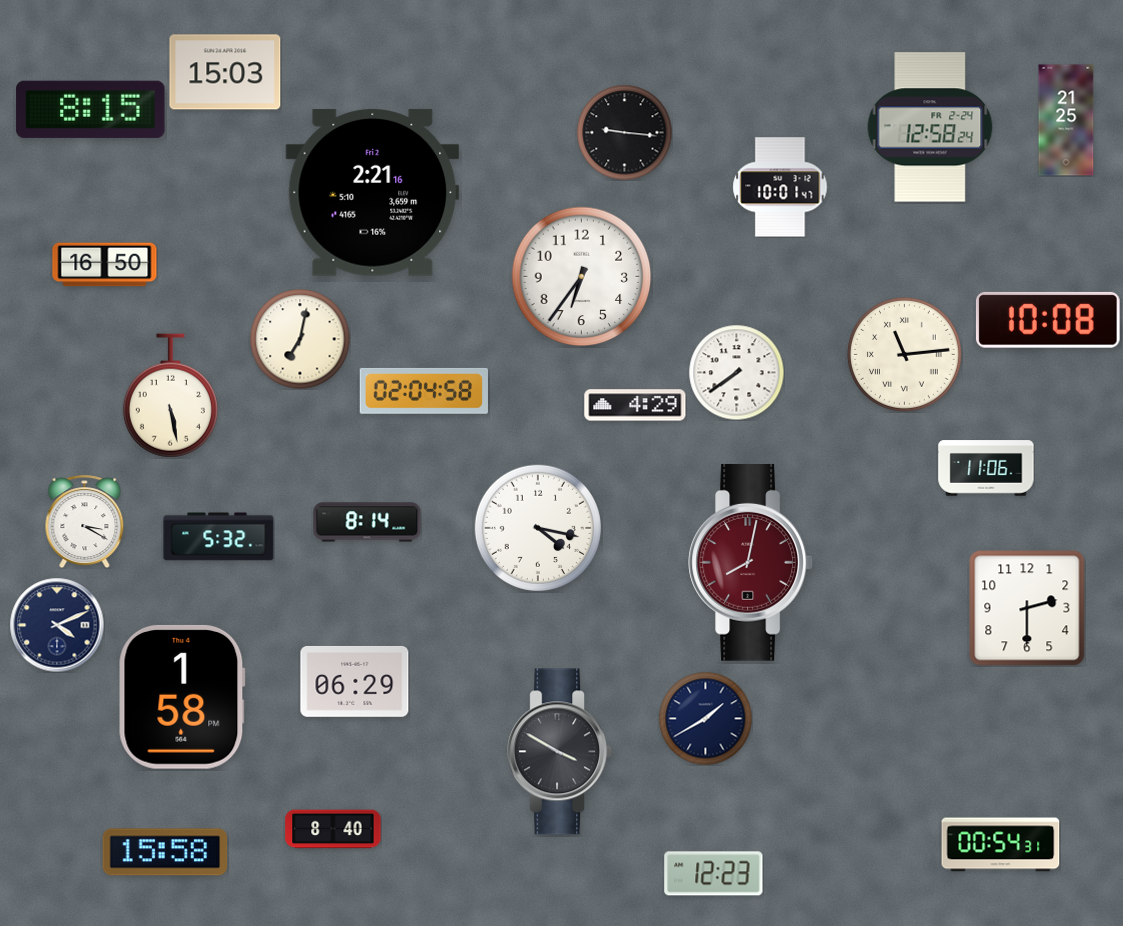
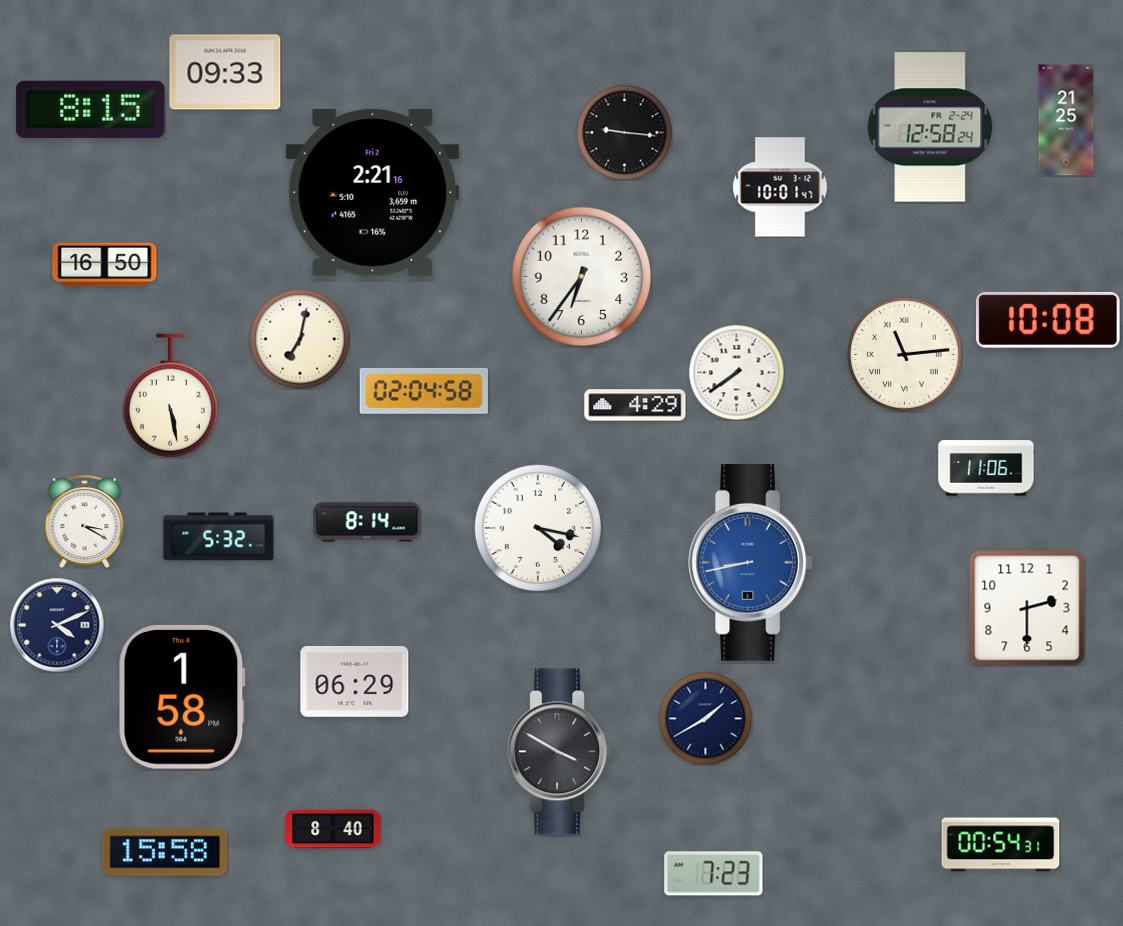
clock at (225, 72): 15:03 -> 09:33
clock at (751, 562): 8:02 -> 8:43
clock at (751, 562) dial: burgundy -> blue
clock at (714, 874): 12:23 -> 7:23
